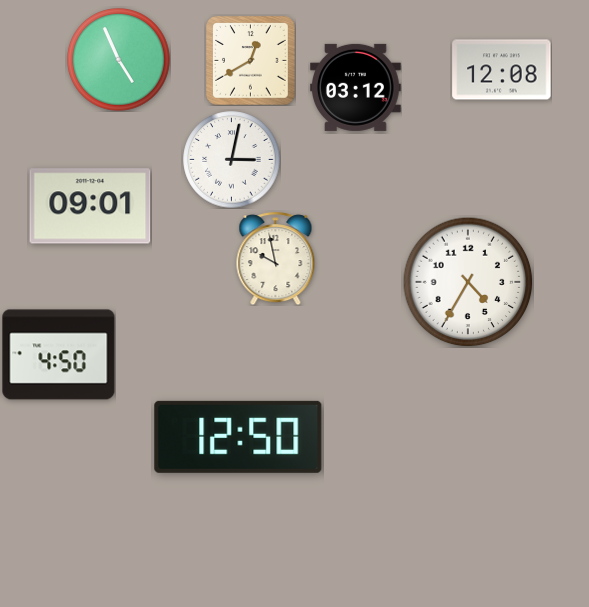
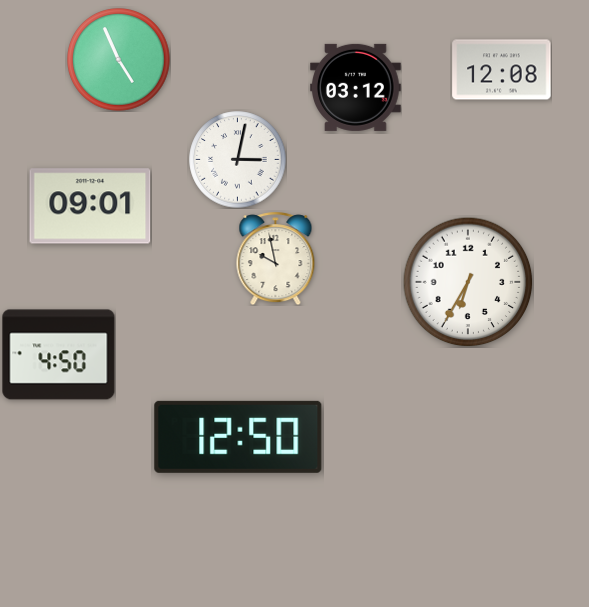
clock at (250, 60): 12:40 -> none
clock at (232, 160) position: (232, 160) -> (238, 160)
clock at (468, 282): 4:35 -> 6:35
